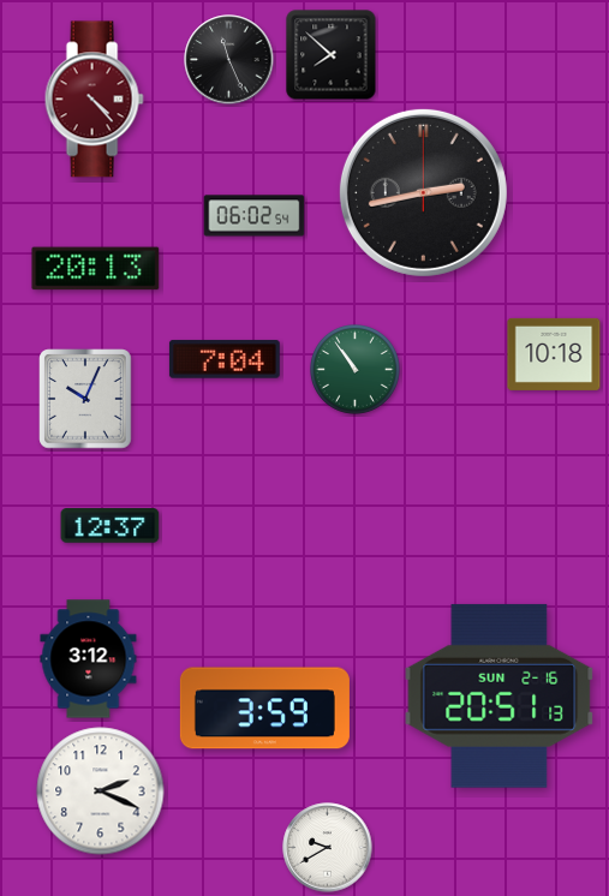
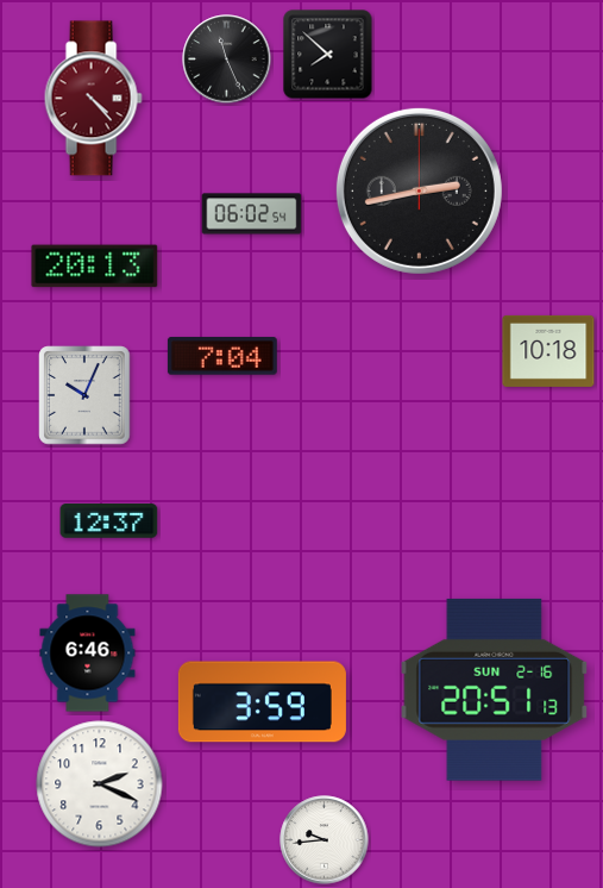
clock at (356, 370): 10:54 -> none
clock at (89, 659): 3:12 -> 6:46
clock at (328, 848): 9:40 -> 9:44
